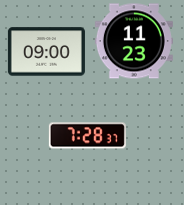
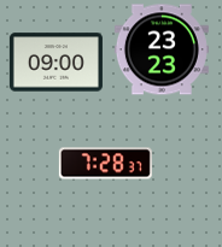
clock at (134, 41): 11:23 -> 23:23
